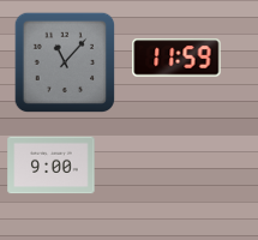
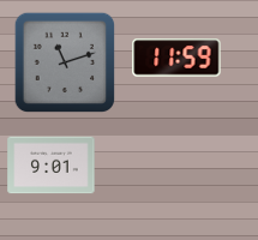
clock at (65, 62): 11:07 -> 11:12
clock at (52, 166): 9:00 -> 9:01
